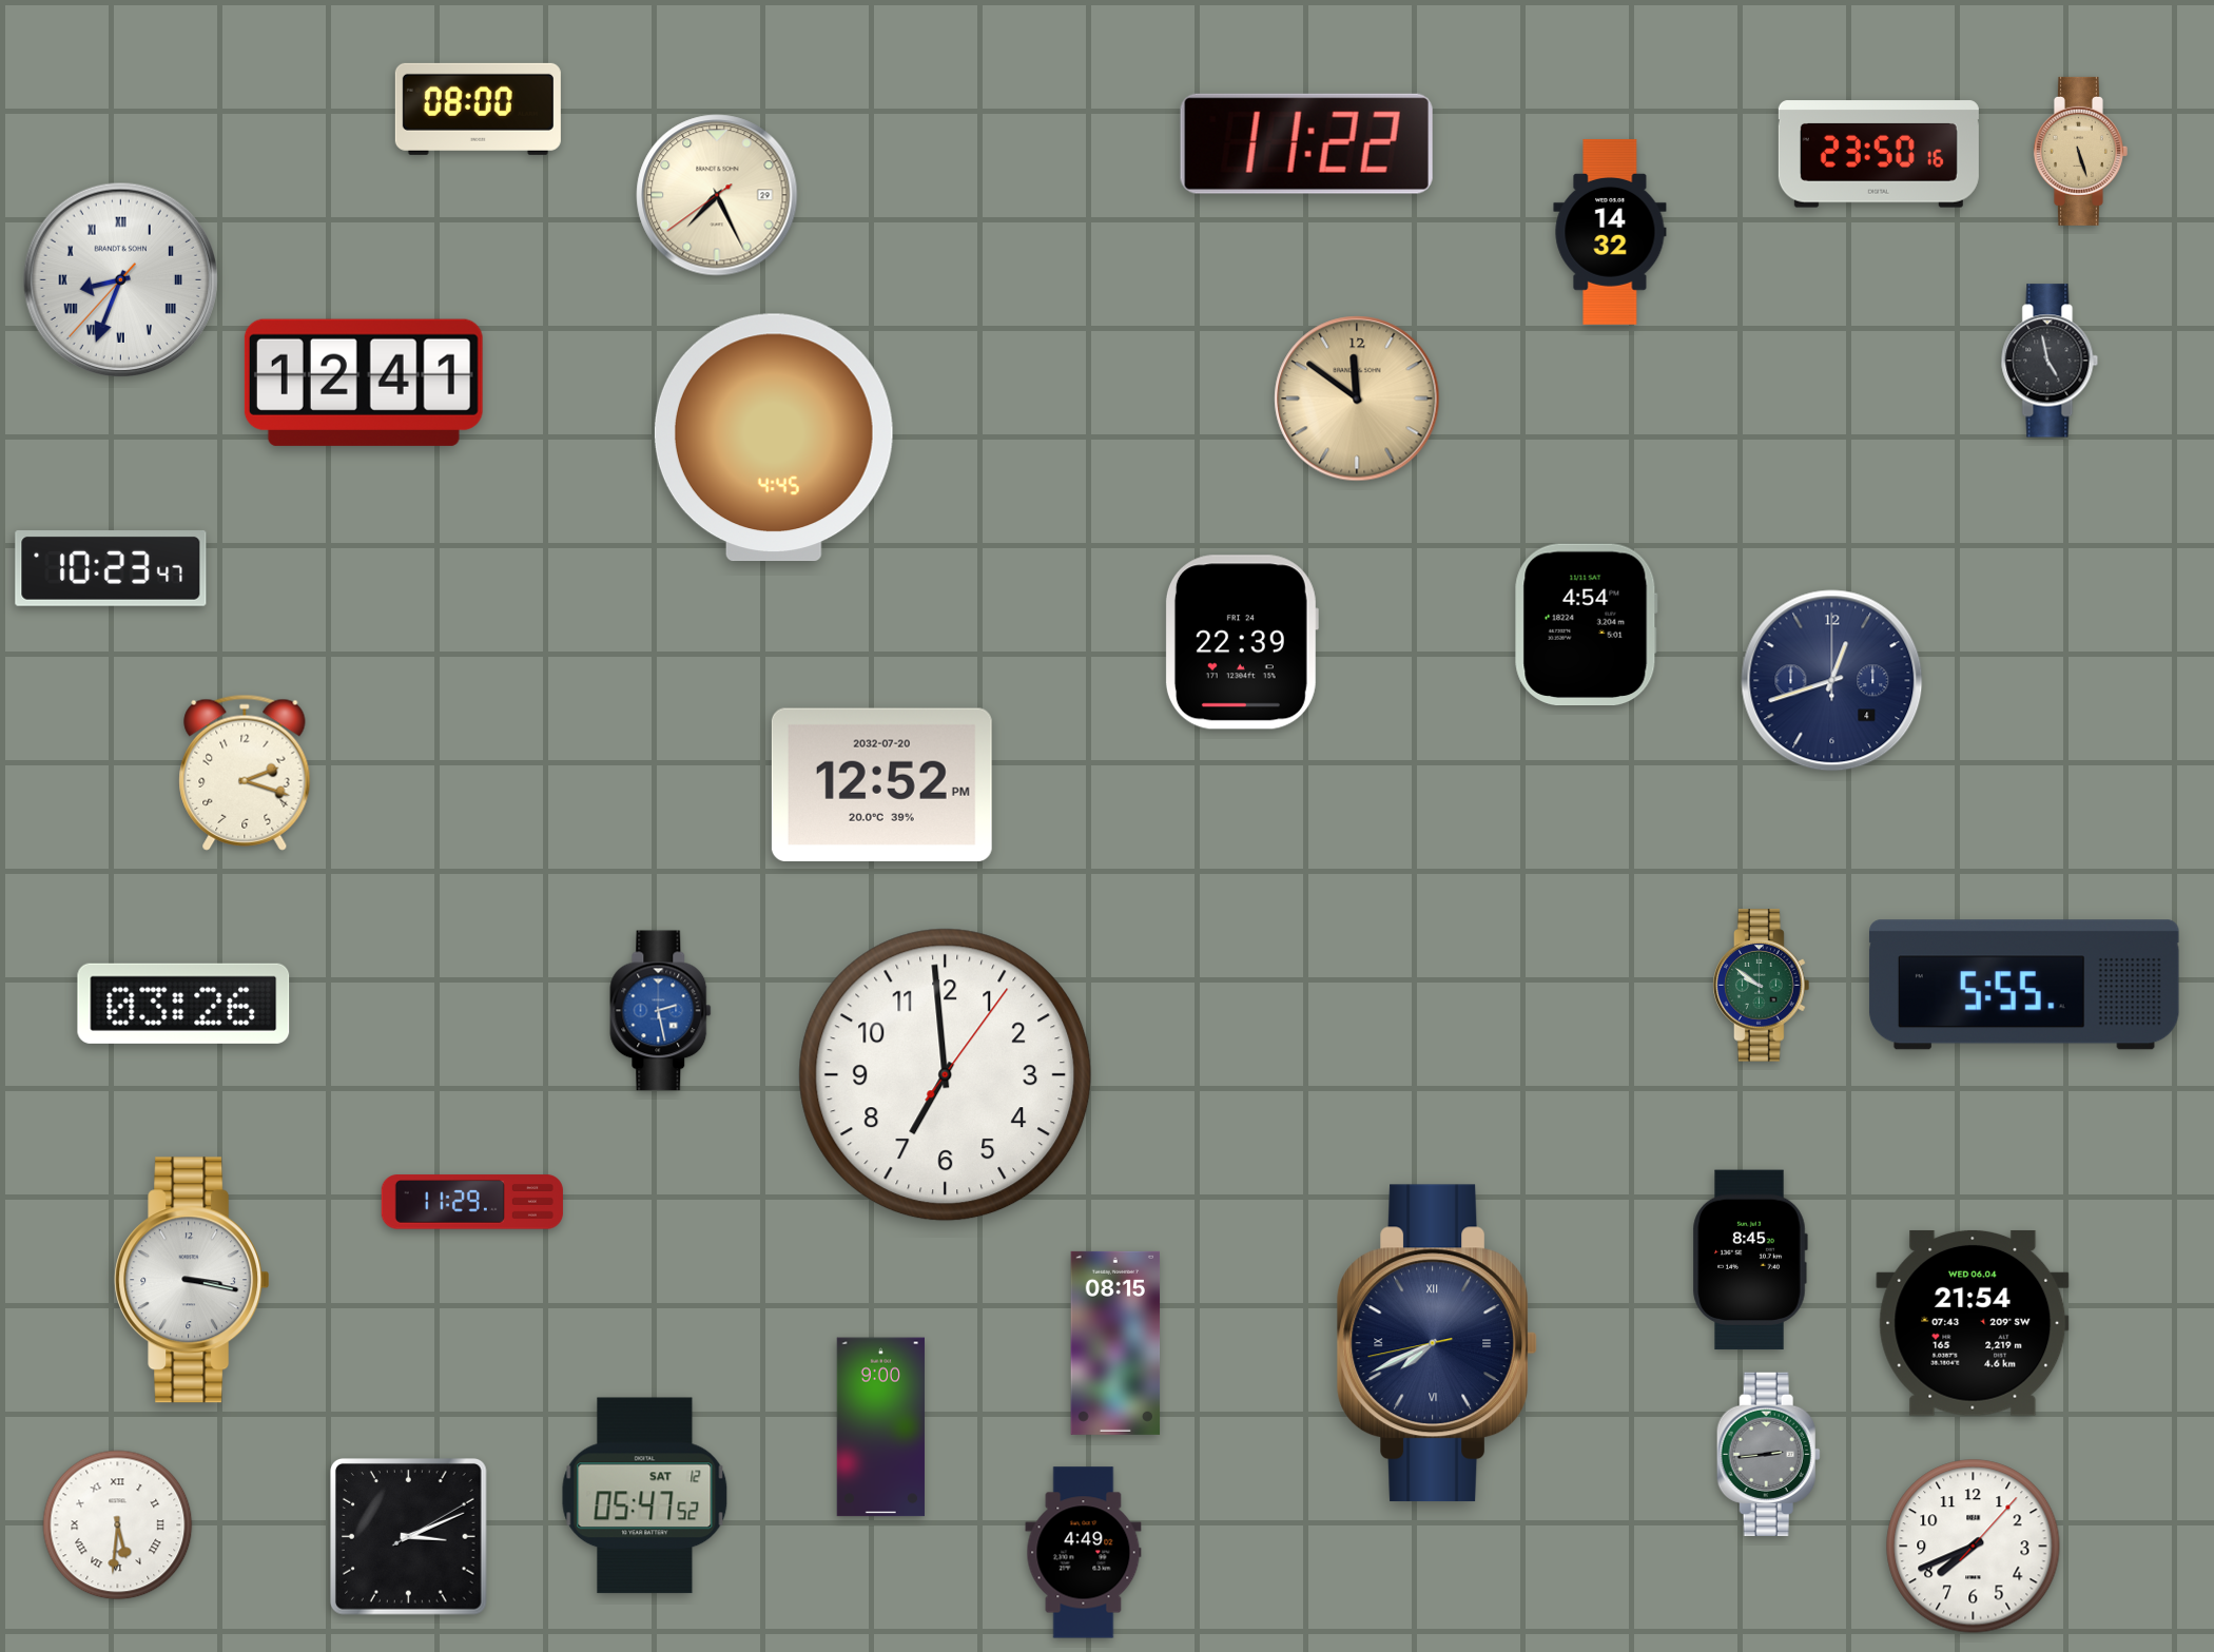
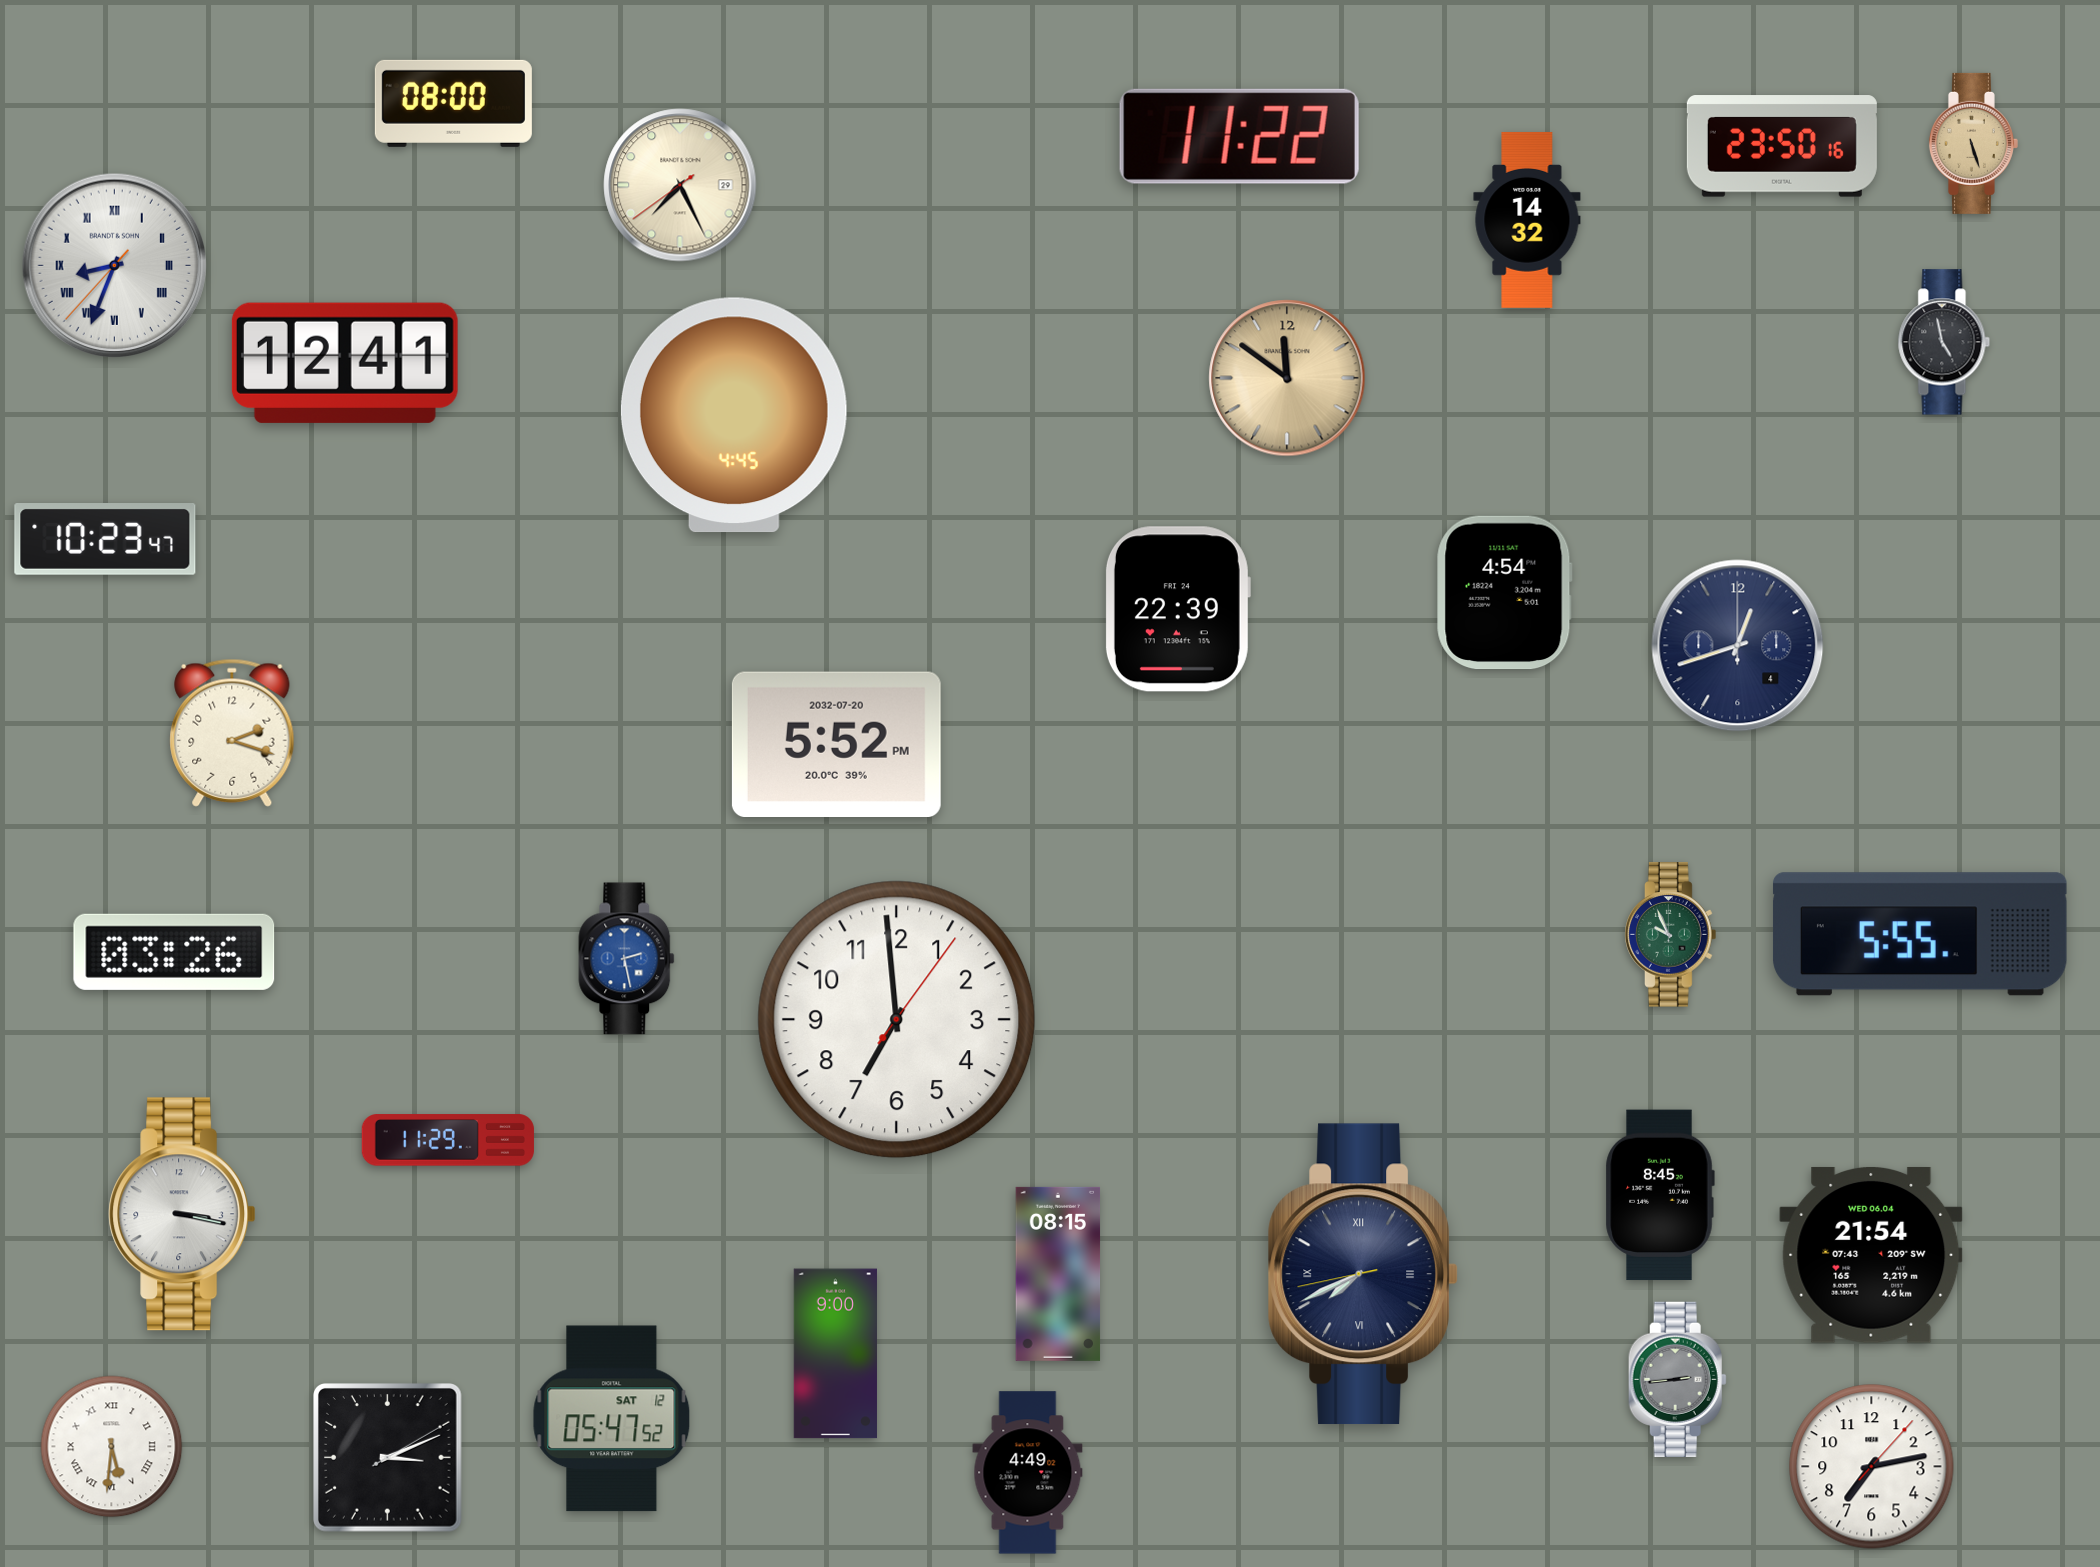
clock at (881, 784): 12:52 -> 5:52
clock at (1762, 986): 9:51 -> 9:56
clock at (1974, 1547): 7:41 -> 7:13
